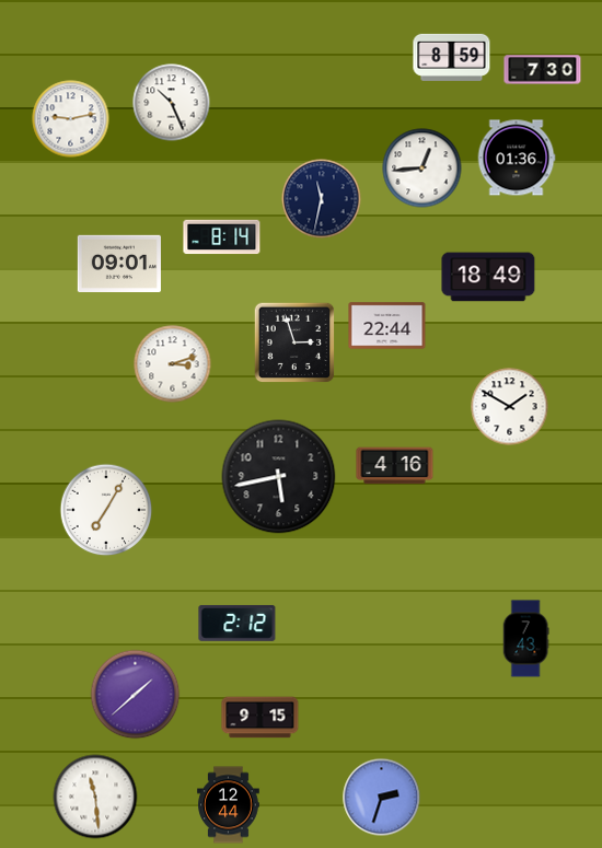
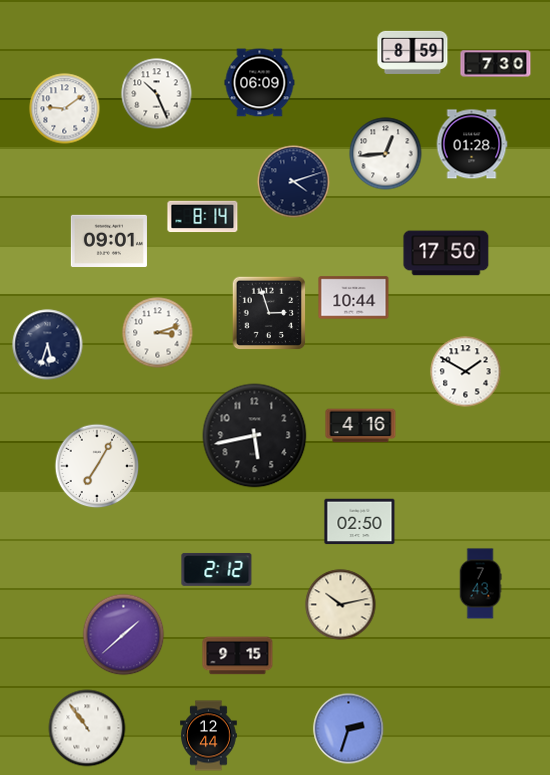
clock at (260, 83): none -> 06:09
clock at (71, 119): 9:13 -> 9:09
clock at (517, 158): 01:36 -> 01:28
clock at (322, 199): 11:32 -> 4:12
clock at (488, 277): 18:49 -> 17:50
clock at (387, 326): 22:44 -> 10:44
clock at (48, 345): none -> 5:33
clock at (360, 522): none -> 02:50
clock at (341, 605): none -> 10:13
clock at (95, 797): 11:29 -> 10:54
